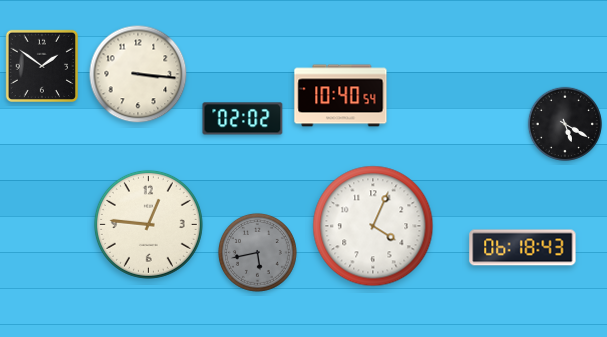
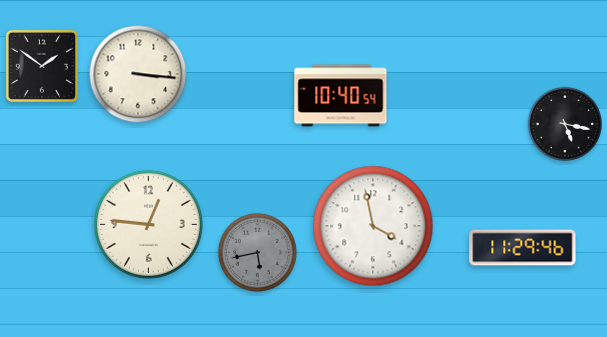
clock at (243, 119): 02:02 -> none
clock at (564, 123): 5:20 -> 5:17
clock at (373, 226): 4:04 -> 3:58
clock at (523, 248): 06:18 -> 11:29
